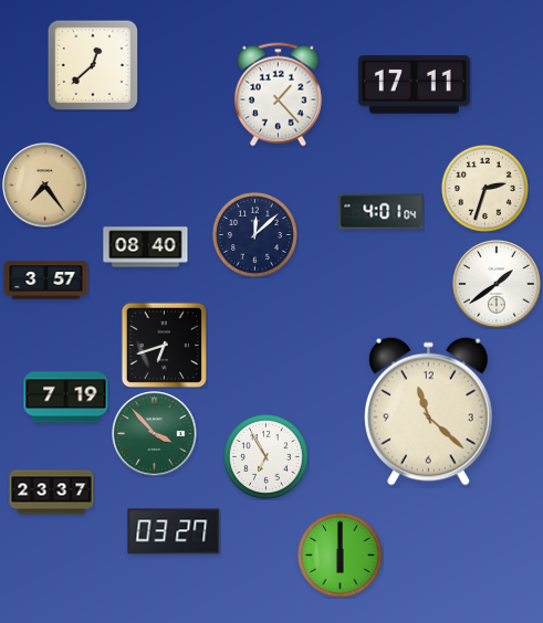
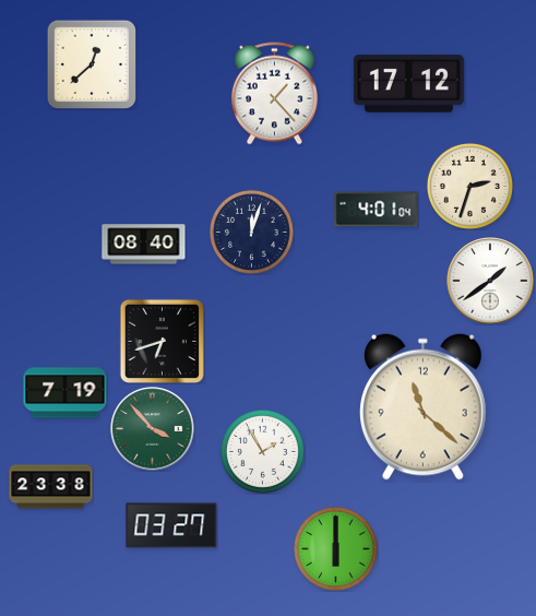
clock at (414, 85): 17:11 -> 17:12
clock at (45, 186): 7:24 -> none
clock at (484, 188) position: (484, 188) -> (469, 186)
clock at (254, 234): 12:08 -> 12:03
clock at (46, 281): 3:57 -> none
clock at (265, 456): 6:55 -> 1:55
clock at (52, 493): 23:37 -> 23:38
